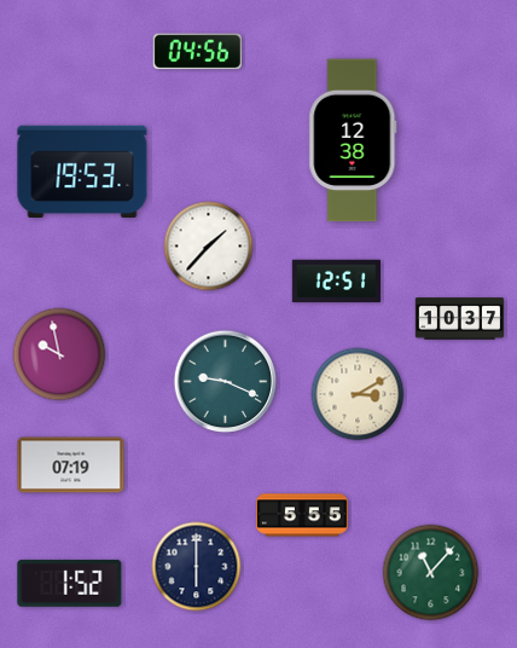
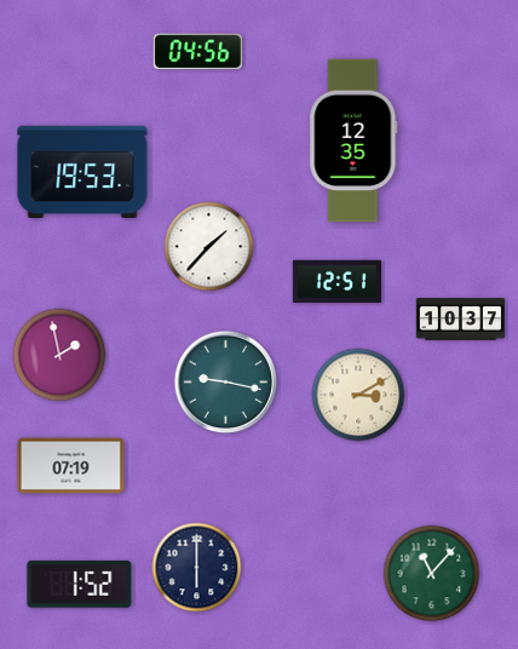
clock at (353, 140): 12:38 -> 12:35
clock at (59, 354): 9:58 -> 1:58
clock at (226, 382): 9:19 -> 9:17
clock at (302, 515): 5:55 -> none
clock at (70, 583) position: (70, 583) -> (80, 584)
